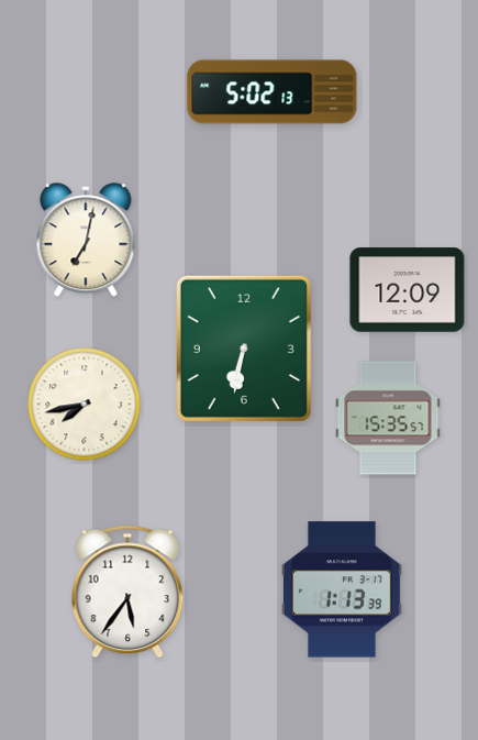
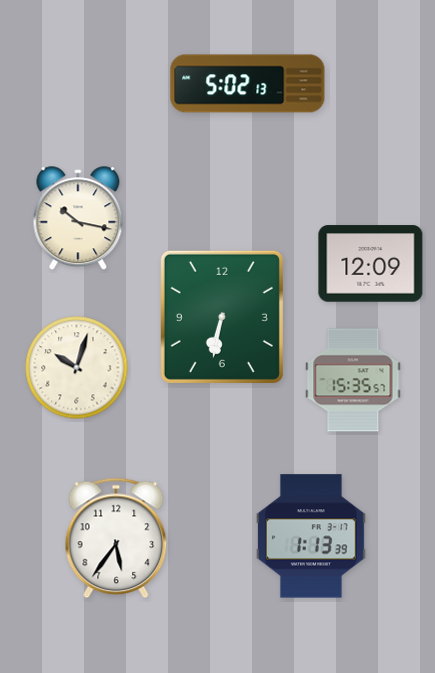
clock at (86, 241): 7:02 -> 10:17
clock at (85, 405): 7:43 -> 10:03
